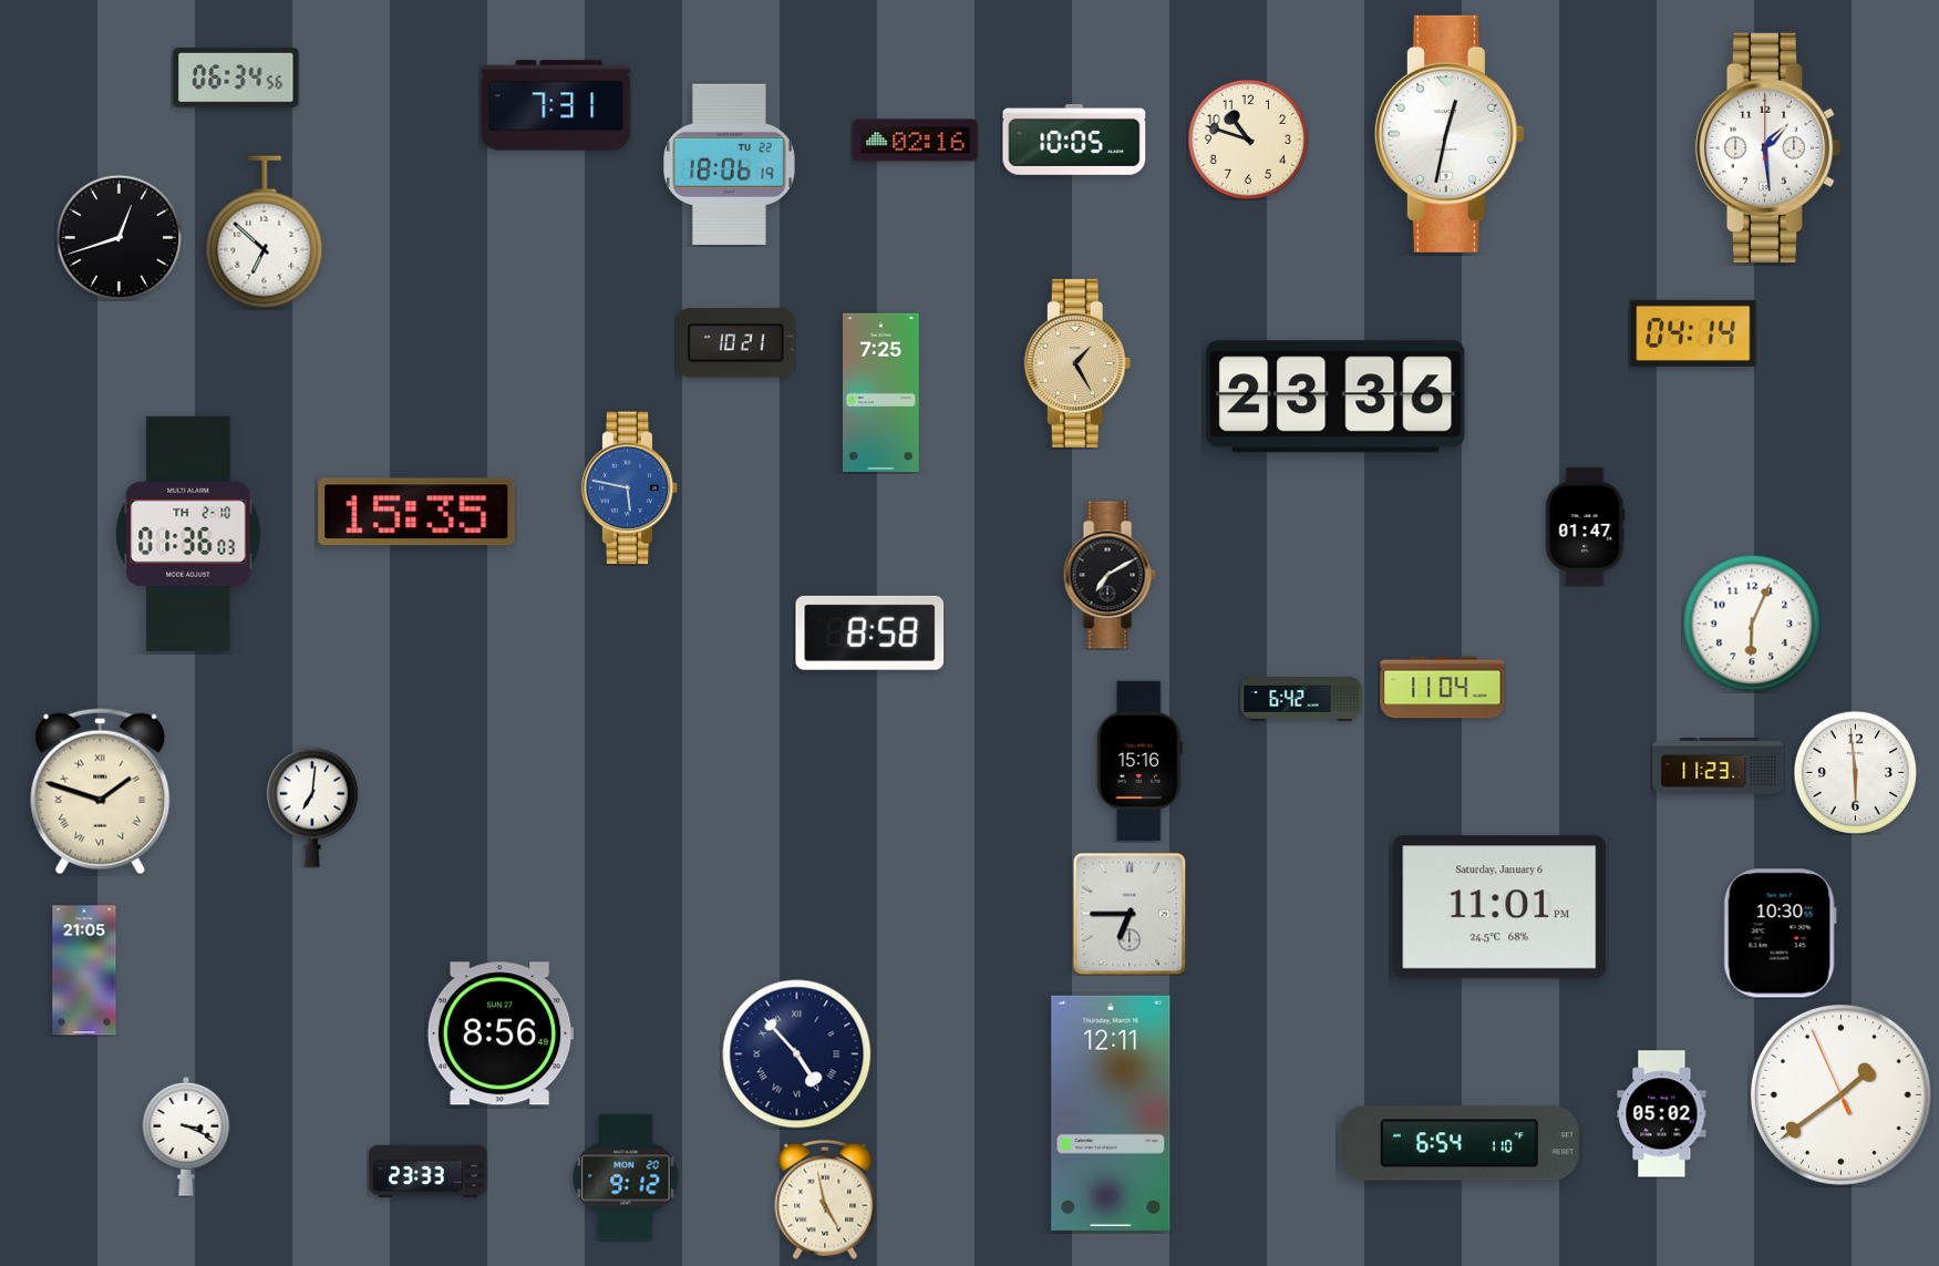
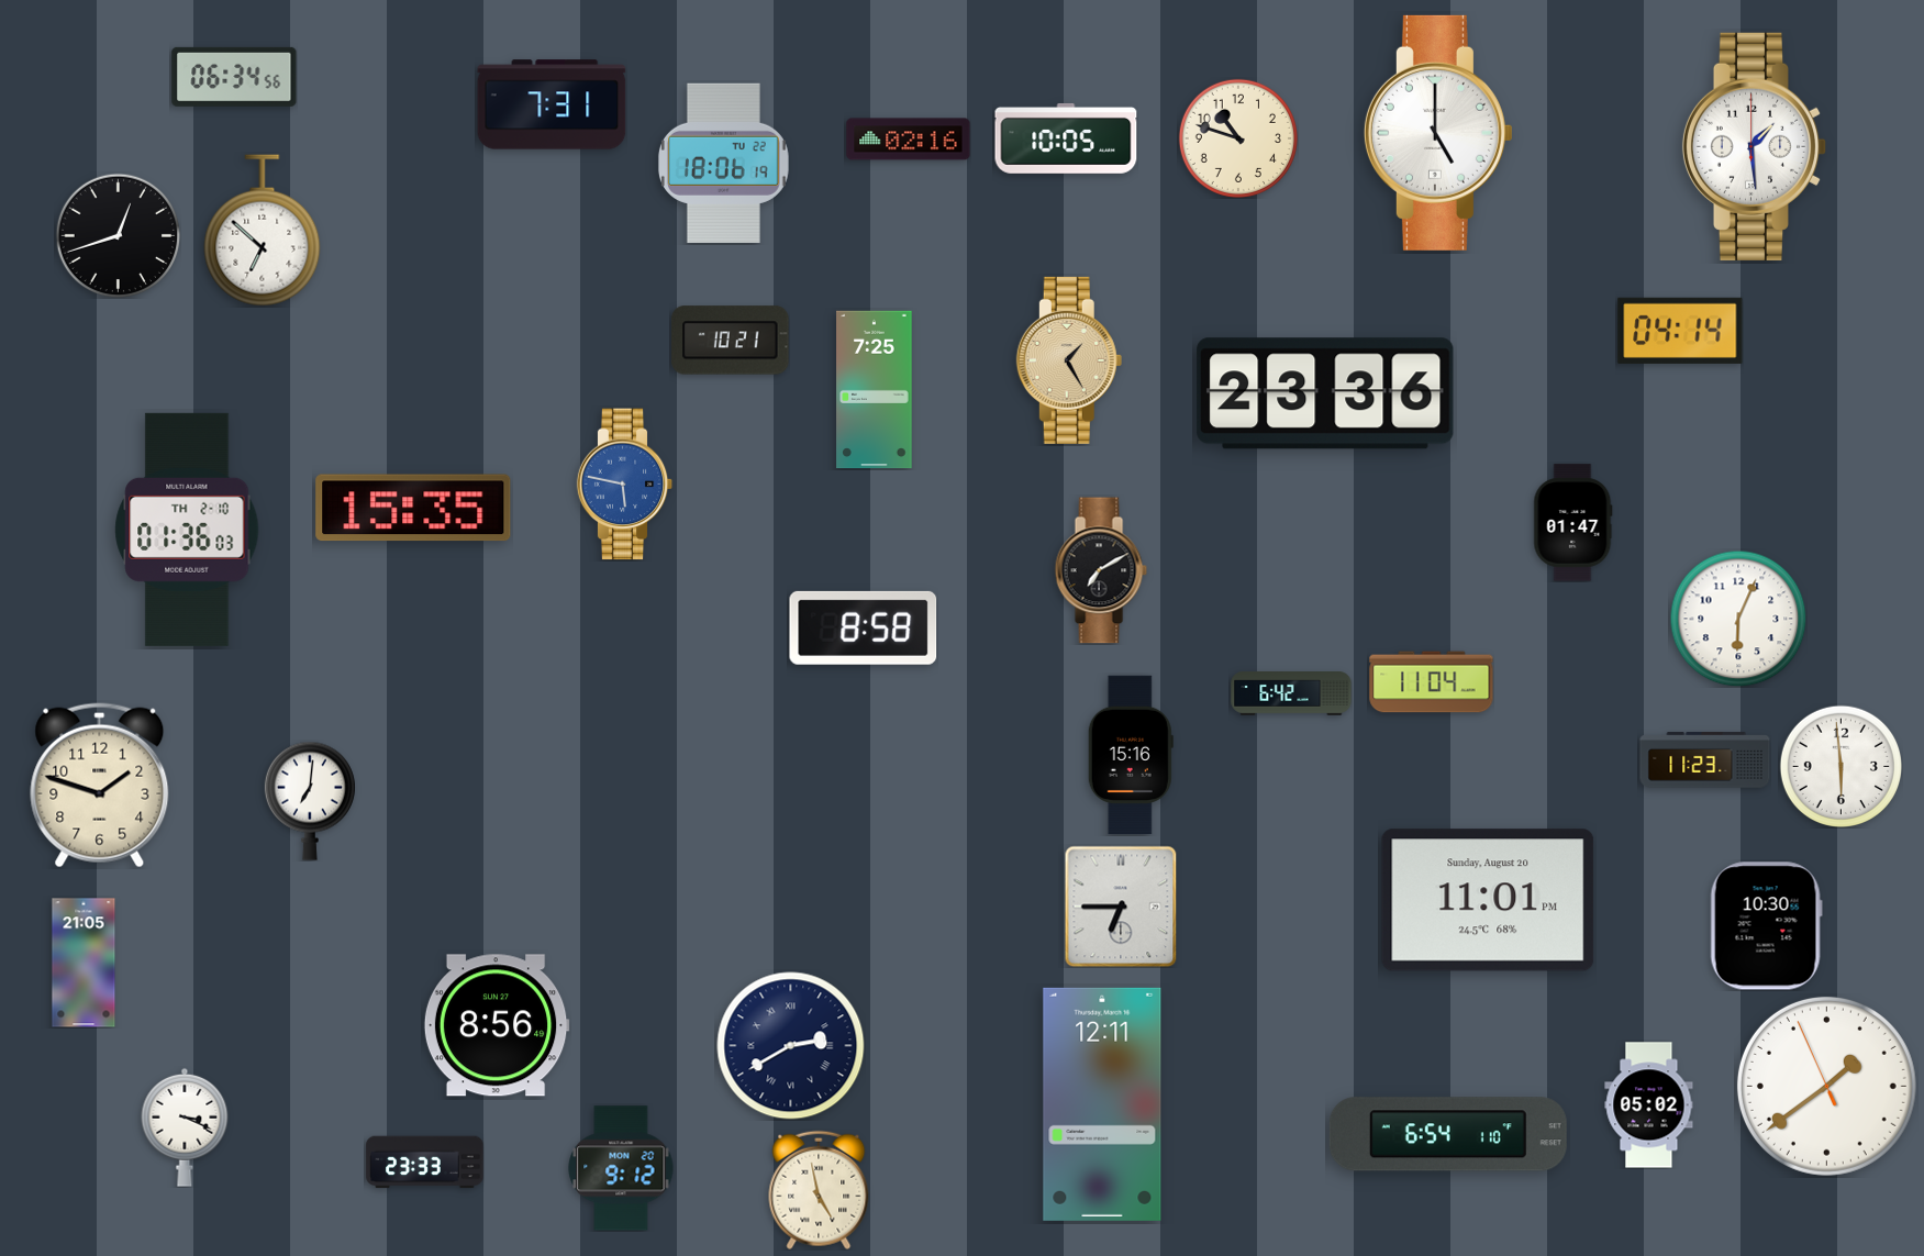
clock at (1450, 134): 12:32 -> 5:00
clock at (101, 792) numerals: Roman -> Arabic
clock at (1499, 907) date: Saturday, January 6 -> Sunday, August 20
clock at (797, 1054): 4:53 -> 2:40
